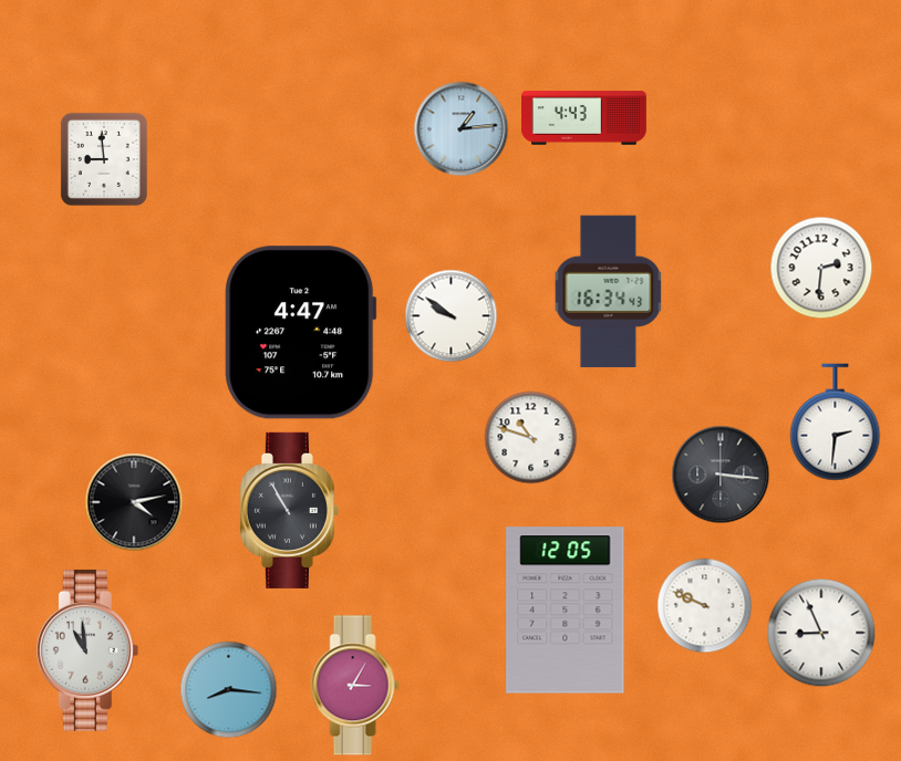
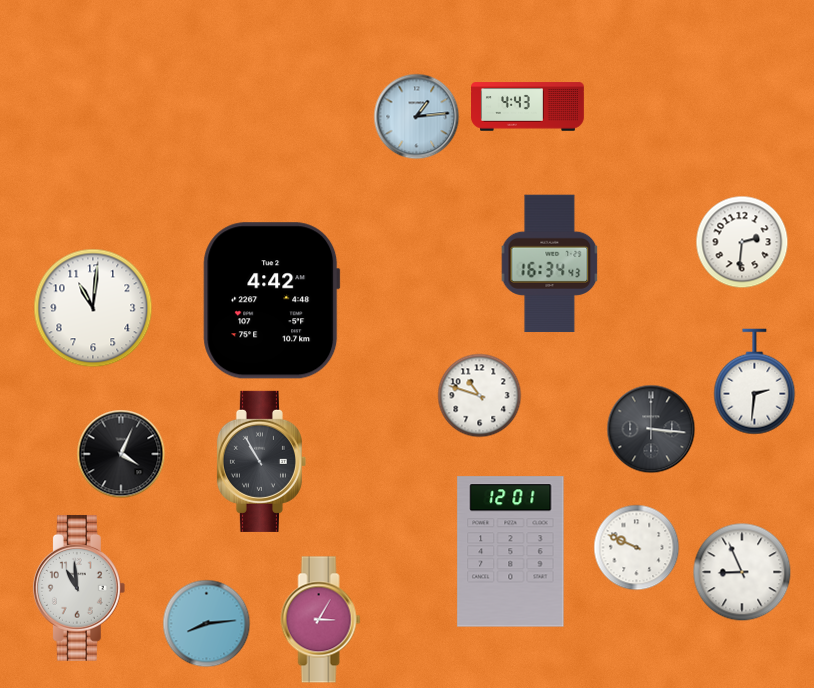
clock at (104, 159): 8:59 -> none
clock at (452, 316): 9:51 -> none
clock at (301, 333): 4:47 -> 4:42
clock at (93, 308): none -> 11:01
clock at (134, 502): 4:13 -> 4:04
clock at (566, 611): 12:05 -> 12:01
clock at (229, 690): 8:16 -> 8:14
